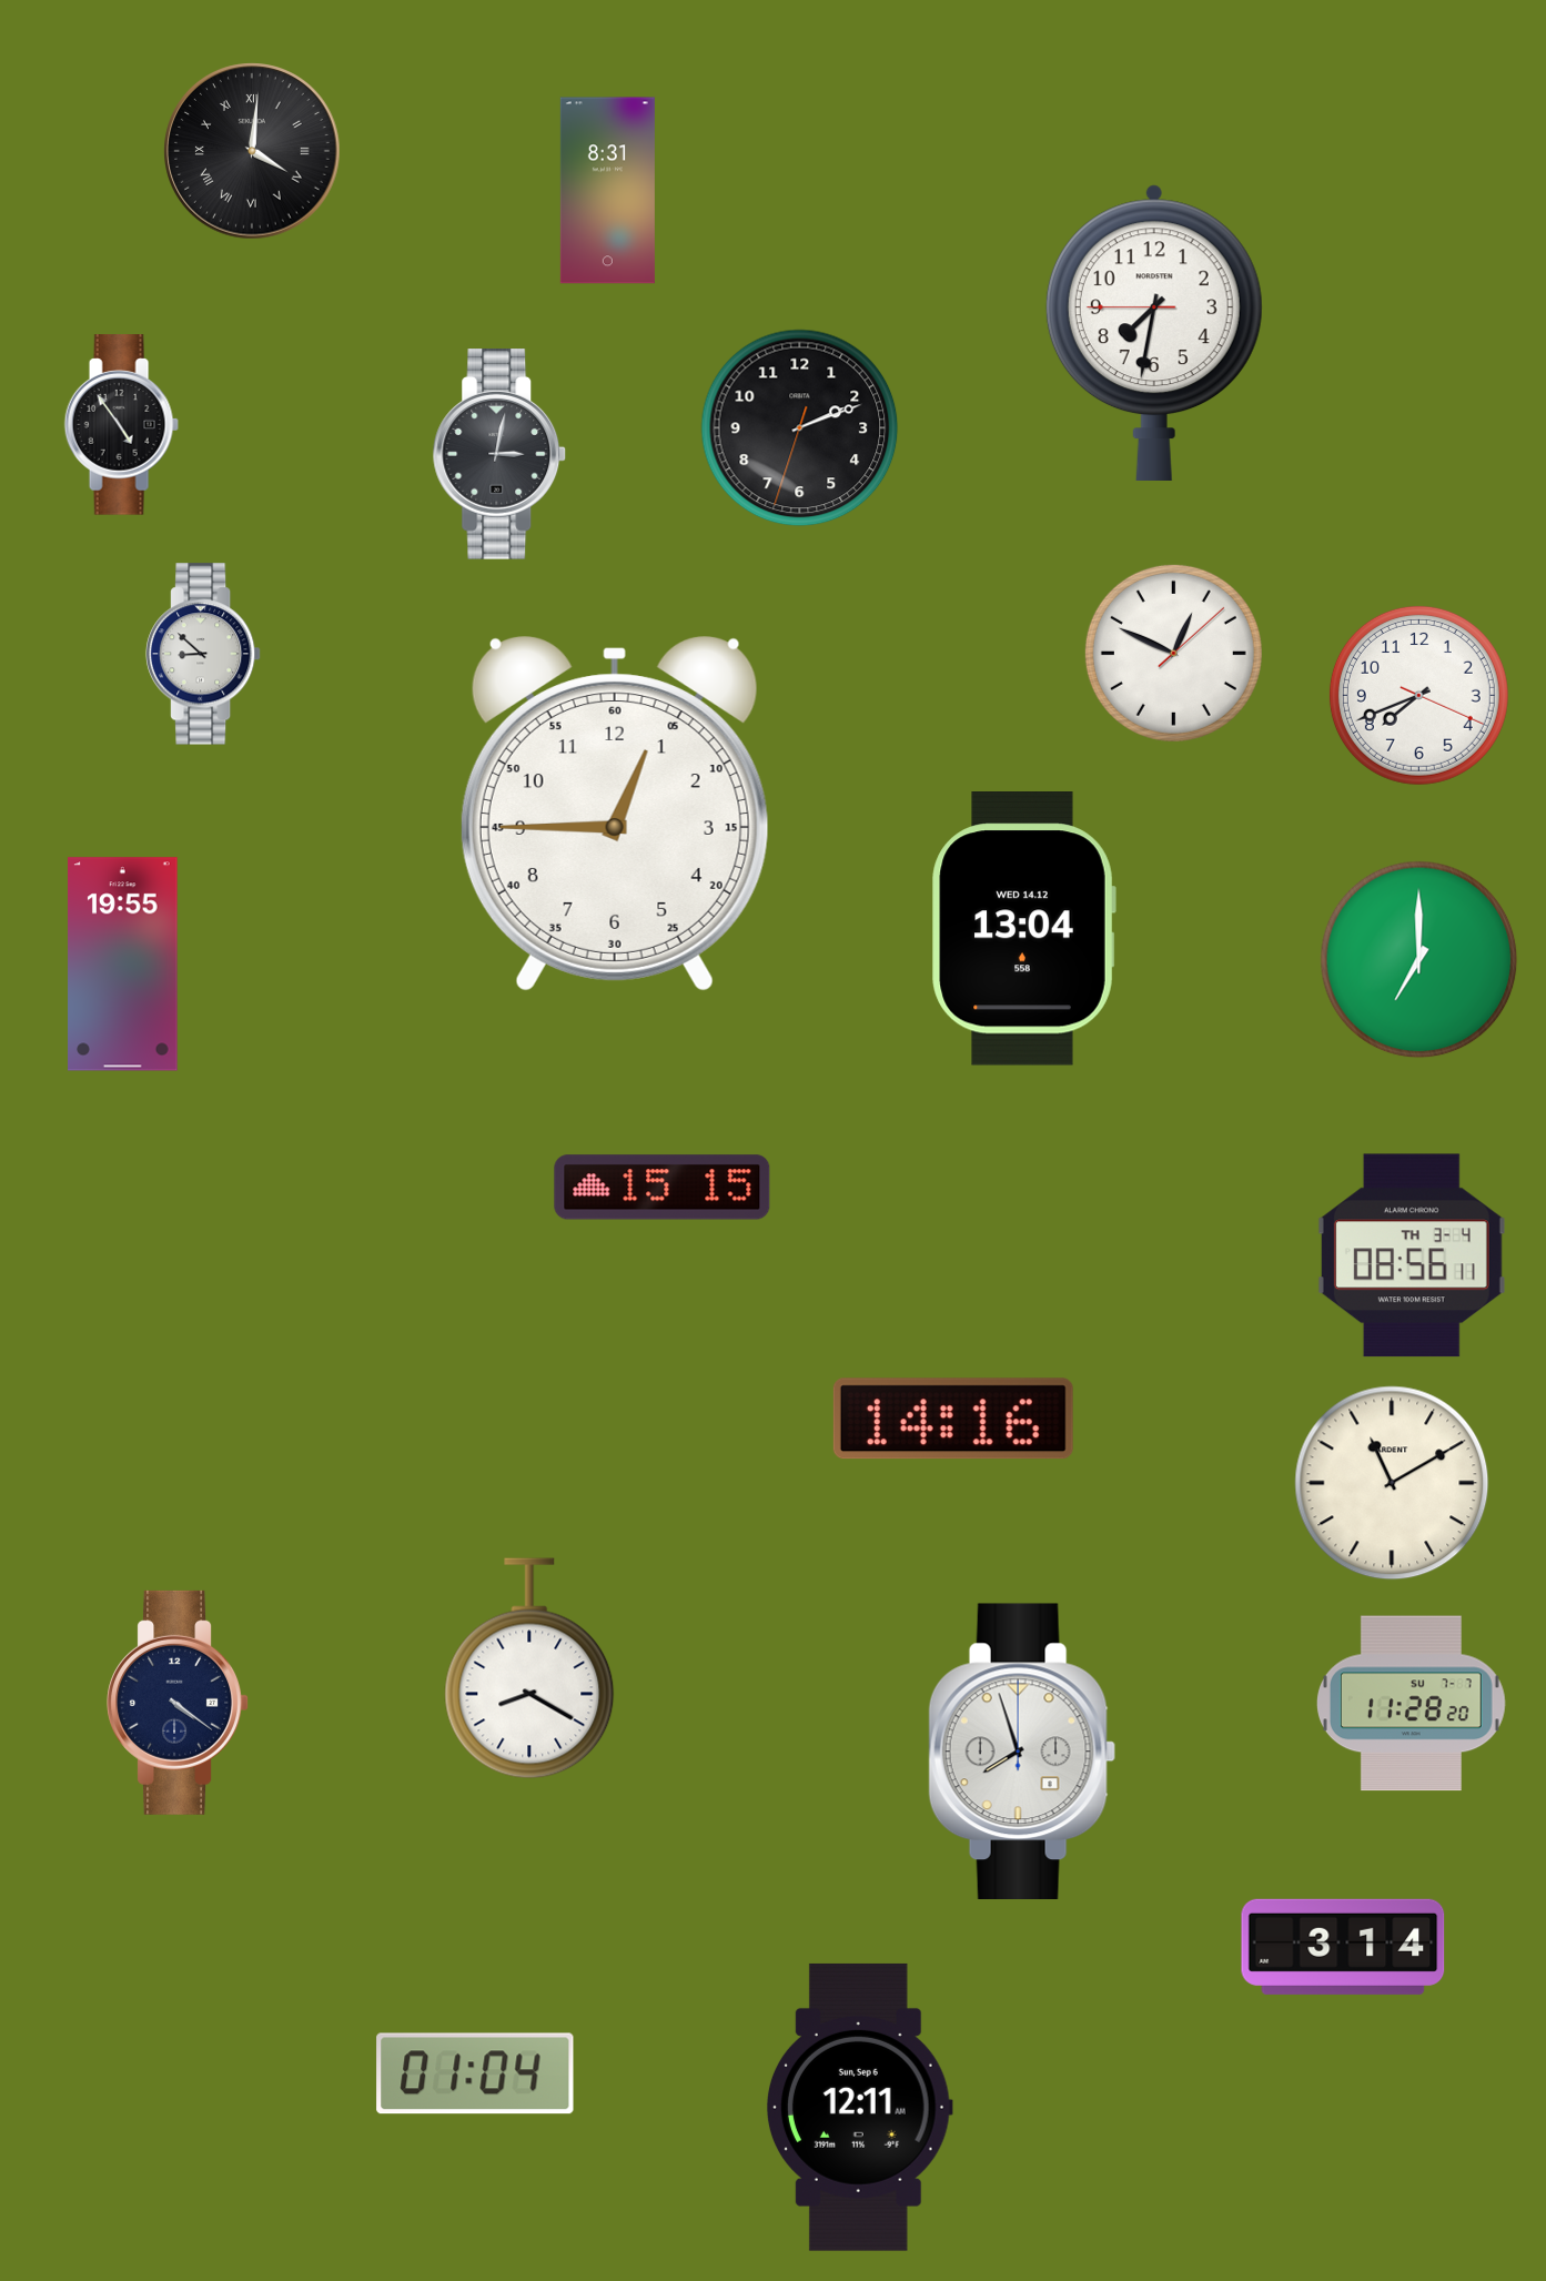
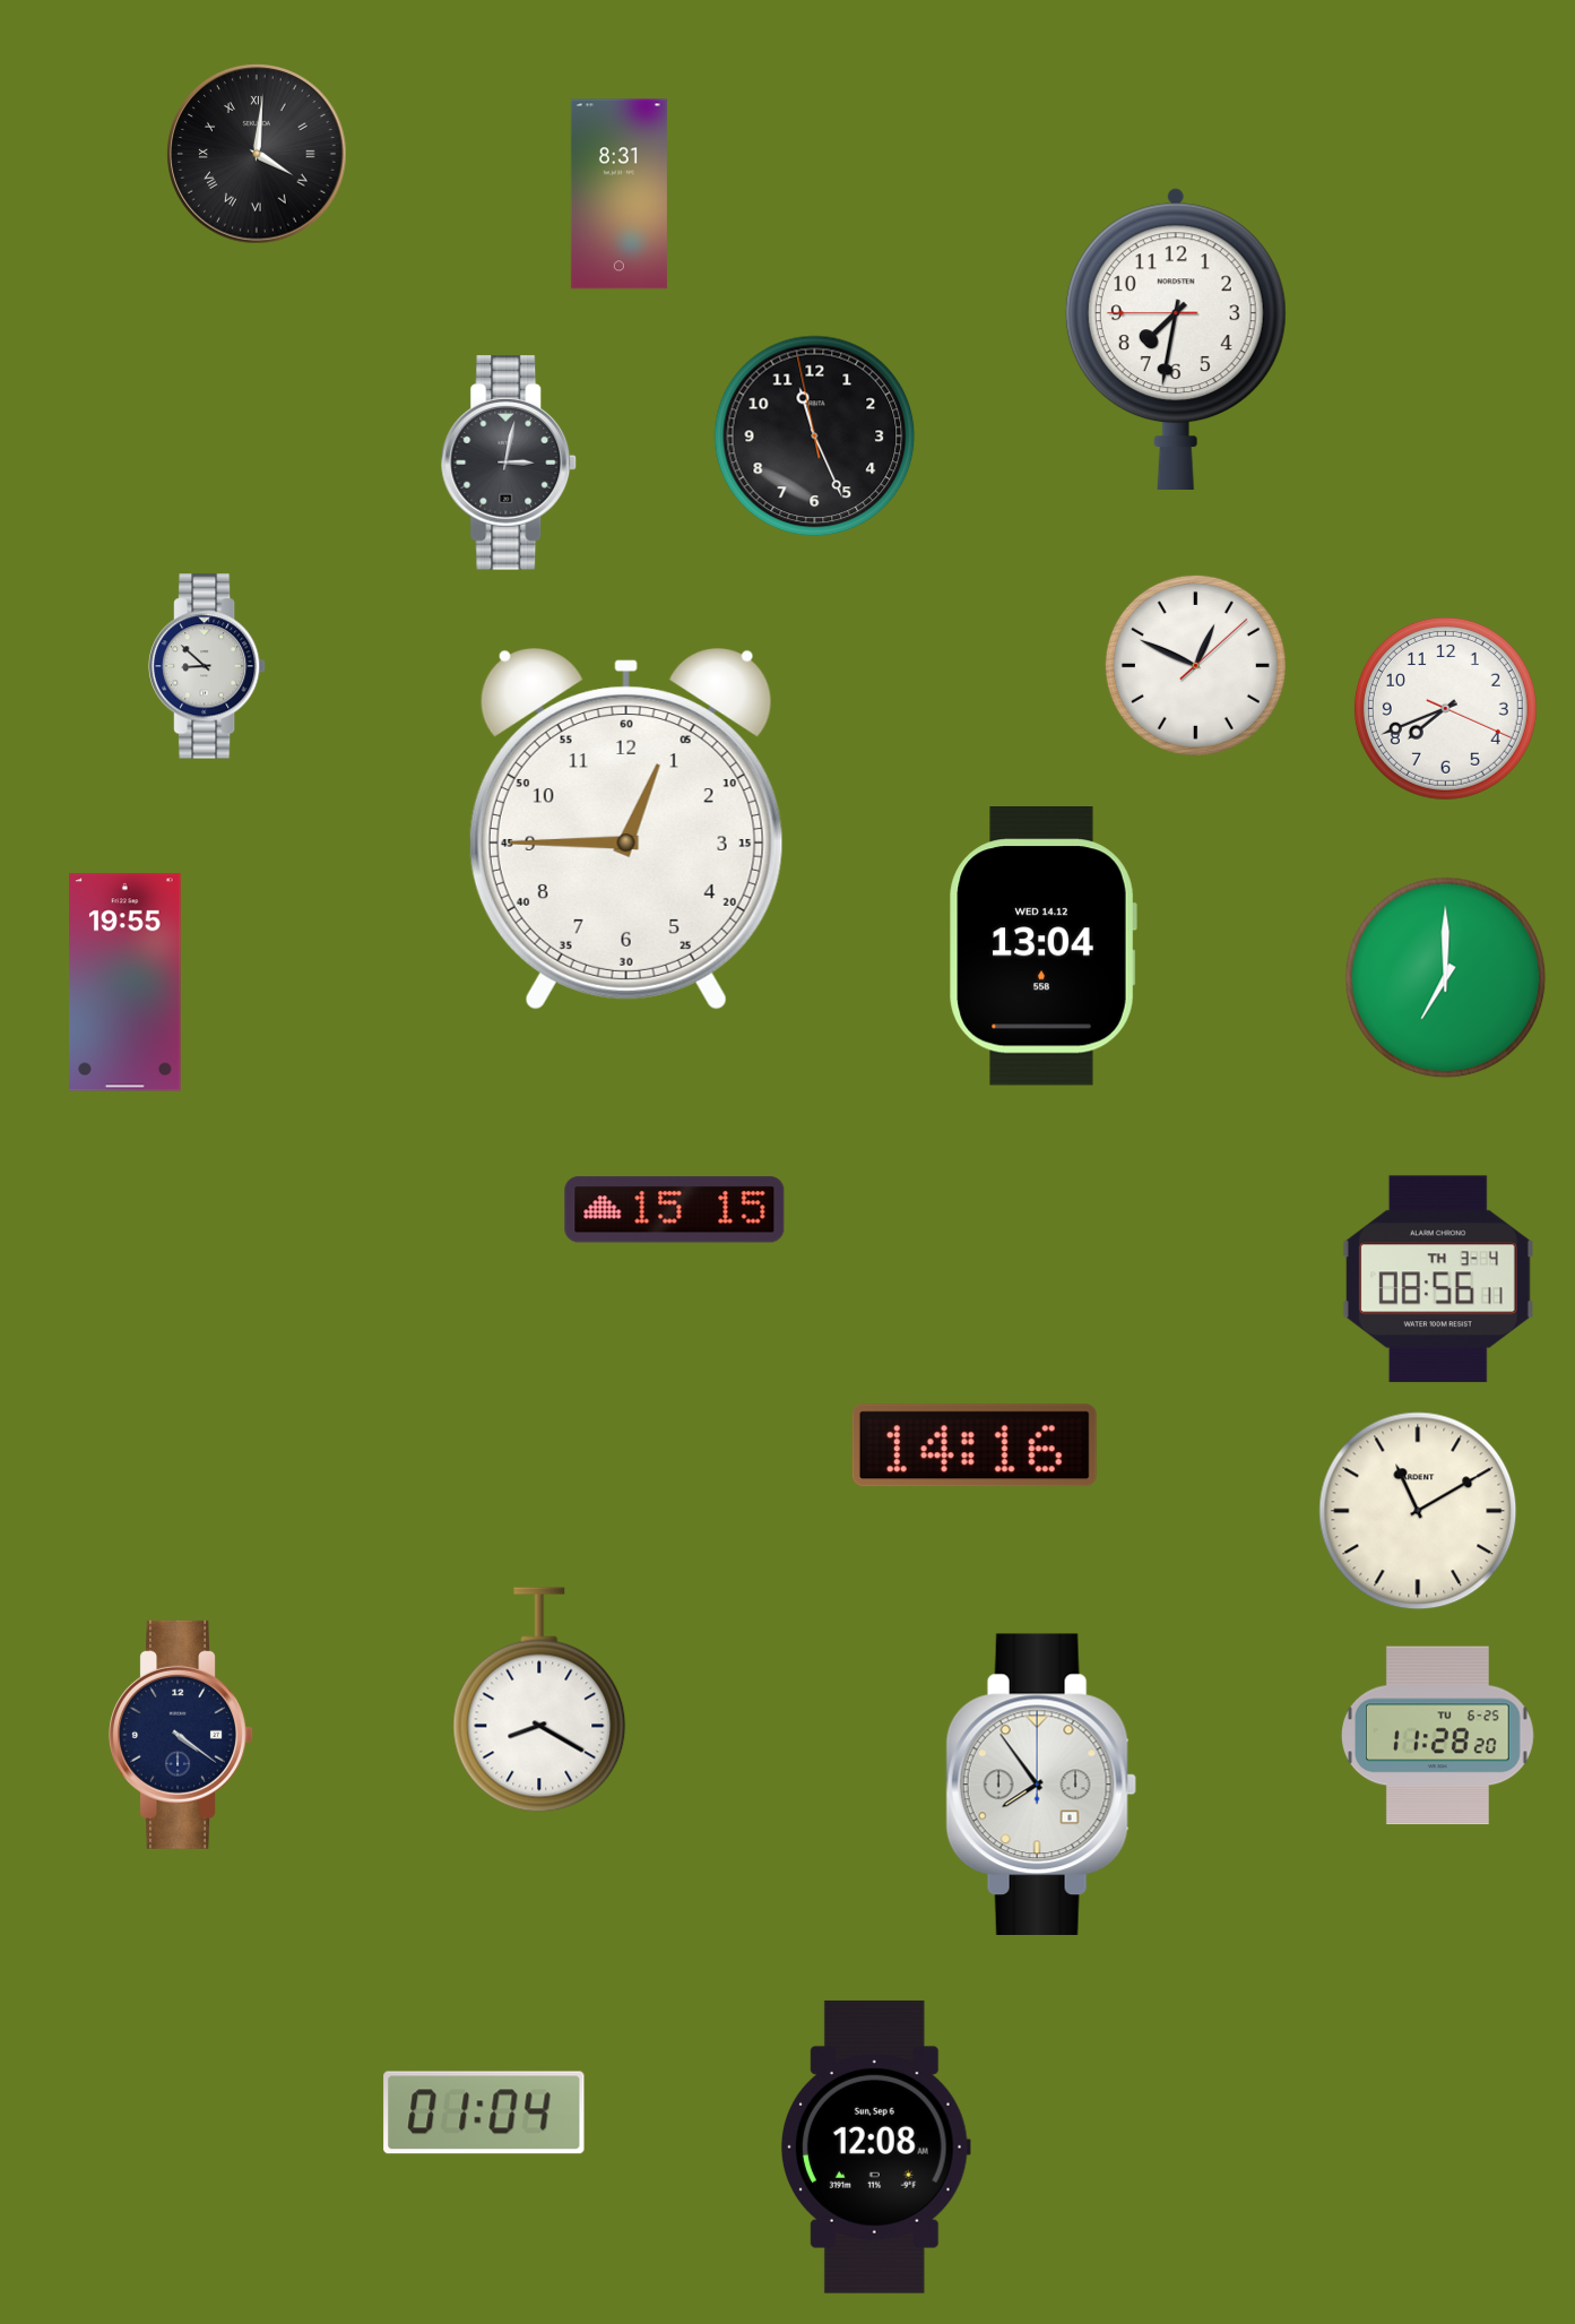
clock at (121, 425): 4:54 -> none
clock at (800, 428): 2:11 -> 11:25
clock at (953, 1419) position: (953, 1419) -> (975, 1445)
clock at (1411, 1704) date: SU 7-7 -> TU 6-25
clock at (1022, 1750): 7:57 -> 7:54
clock at (1343, 1947): 3:14 -> none
clock at (860, 2107): 12:11 -> 12:08
